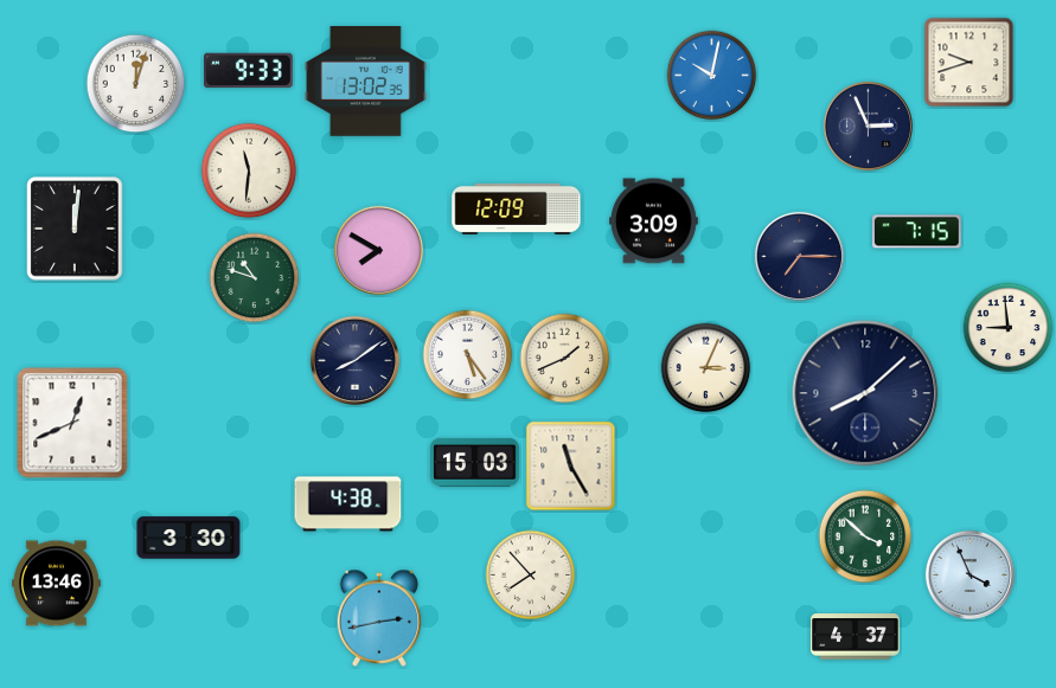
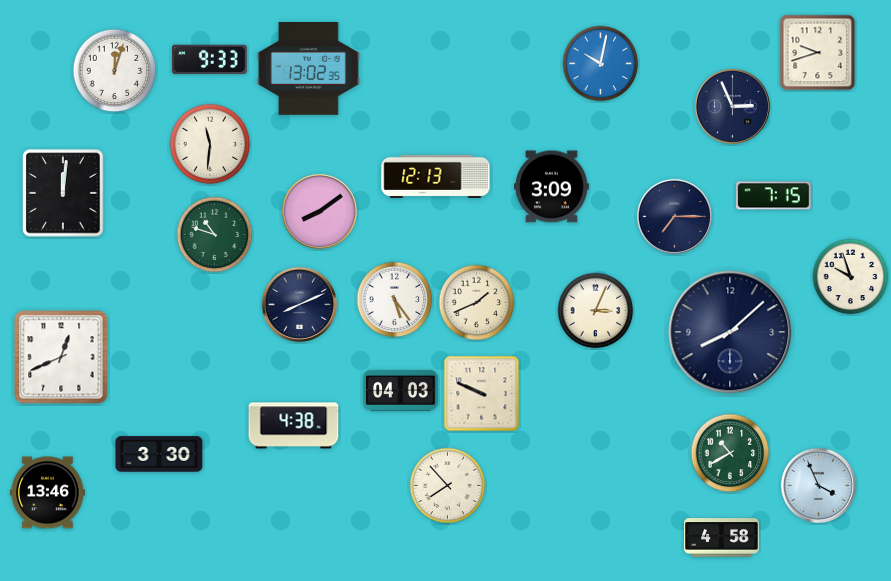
clock at (517, 208): 12:09 -> 12:13
clock at (378, 250): 7:50 -> 8:09
clock at (1009, 328): 8:59 -> 9:57
clock at (354, 360): 8:09 -> 8:11
clock at (475, 462): 15:03 -> 04:03
clock at (571, 467): 11:25 -> 9:49
clock at (865, 536): 3:52 -> 10:40
clock at (379, 618): 2:43 -> none
clock at (856, 637): 4:37 -> 4:58
